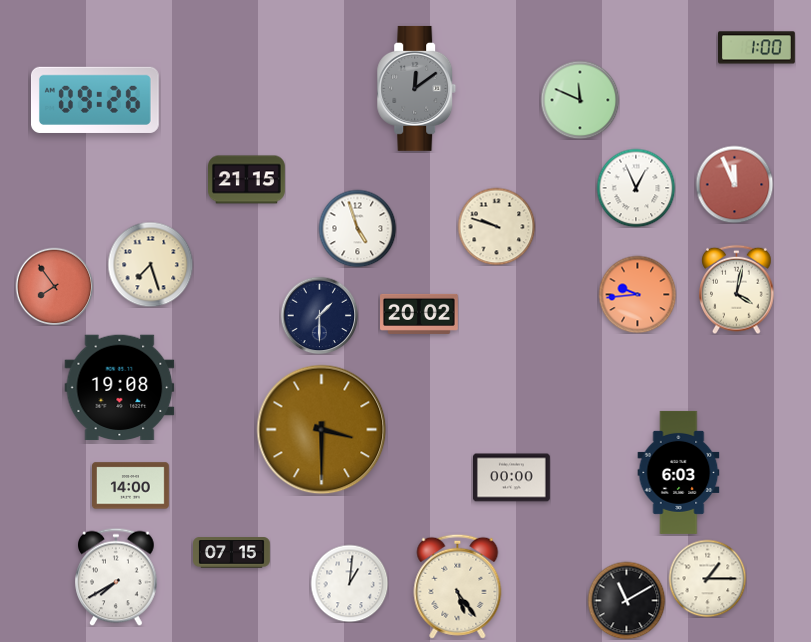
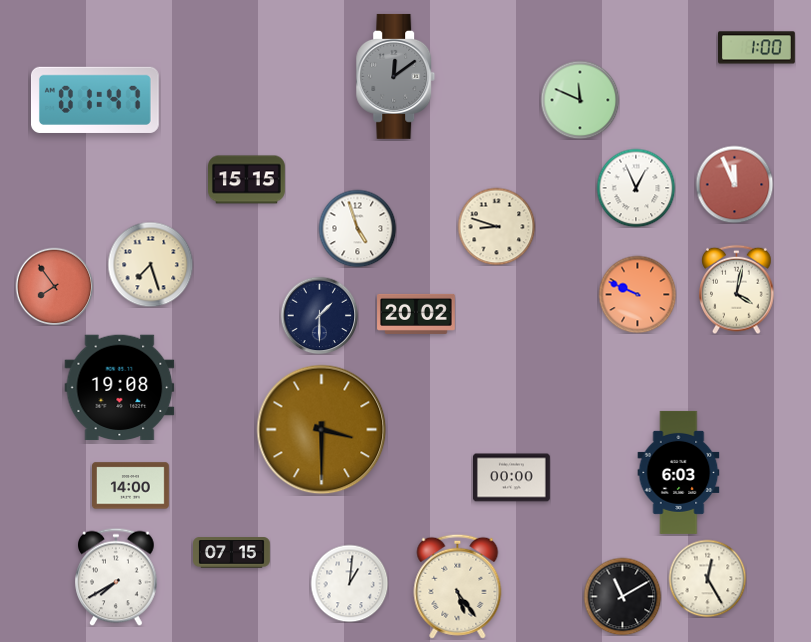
clock at (417, 88) position: (417, 88) -> (396, 76)
clock at (96, 100): 09:26 -> 01:47
clock at (247, 180): 21:15 -> 15:15
clock at (496, 226): 9:48 -> 8:48
clock at (637, 294): 9:44 -> 9:49
clock at (419, 314) position: (419, 314) -> (416, 314)
clock at (707, 578): 1:15 -> 12:25
clock at (626, 600) position: (626, 600) -> (622, 596)
